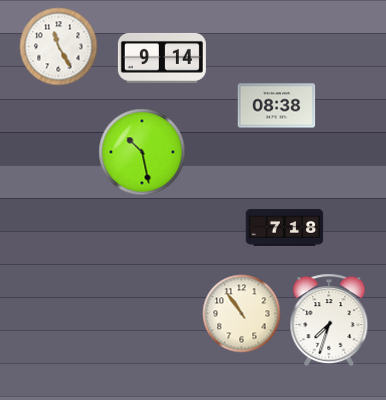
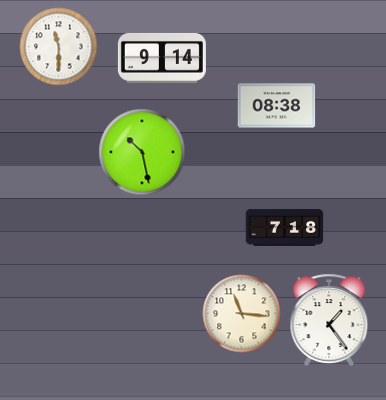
clock at (58, 46): 11:25 -> 11:30
clock at (241, 313): 10:54 -> 11:16
clock at (329, 320): 7:33 -> 1:24
